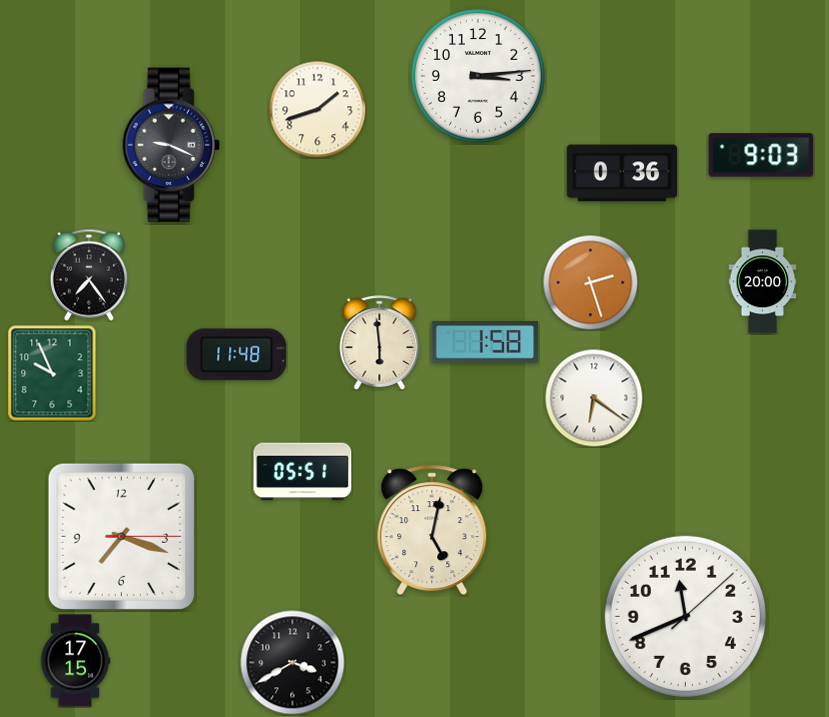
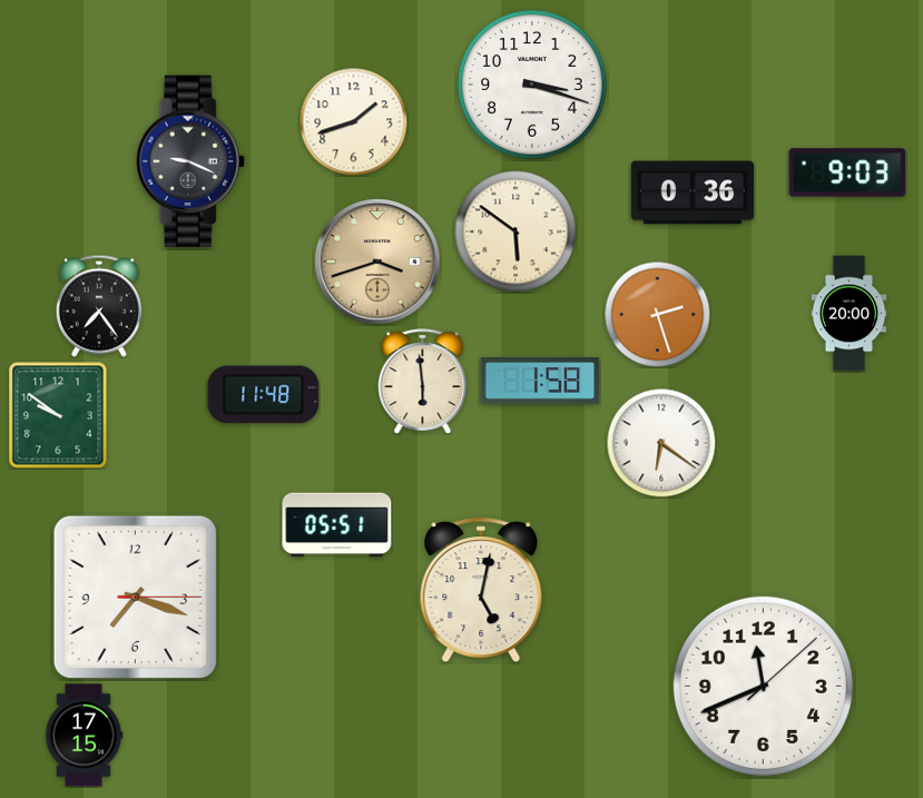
clock at (478, 76): 3:14 -> 3:18
clock at (515, 231): none -> 5:51
clock at (379, 263): none -> 3:42
clock at (52, 373): 9:56 -> 9:51
clock at (293, 663): 3:40 -> none
